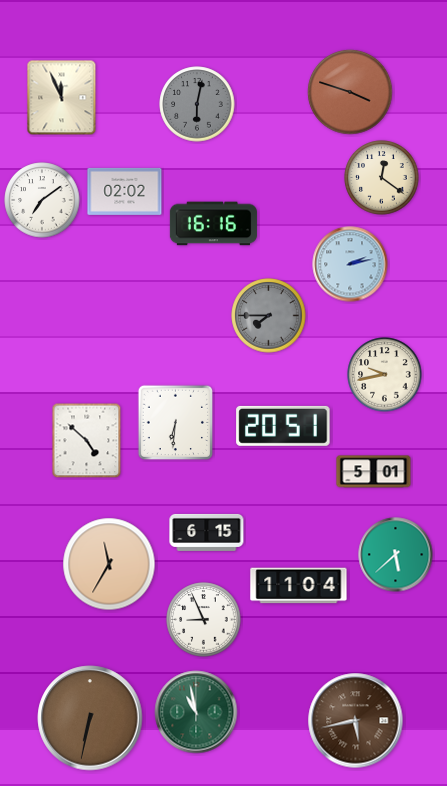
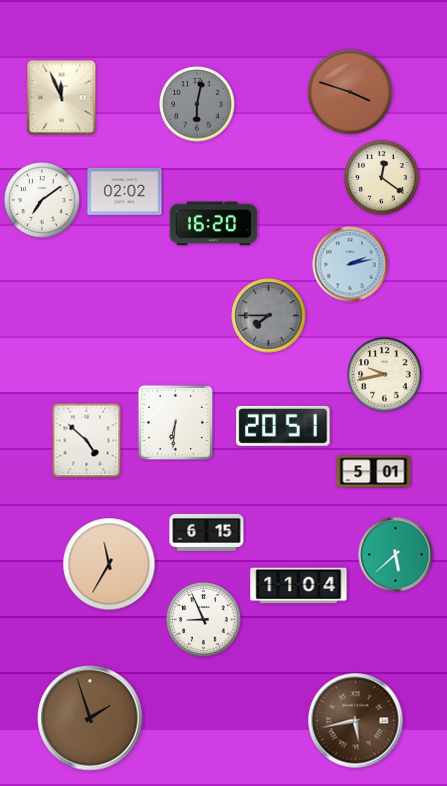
clock at (213, 224): 16:16 -> 16:20
clock at (196, 712): 10:58 -> none
clock at (90, 718): 6:32 -> 1:57
